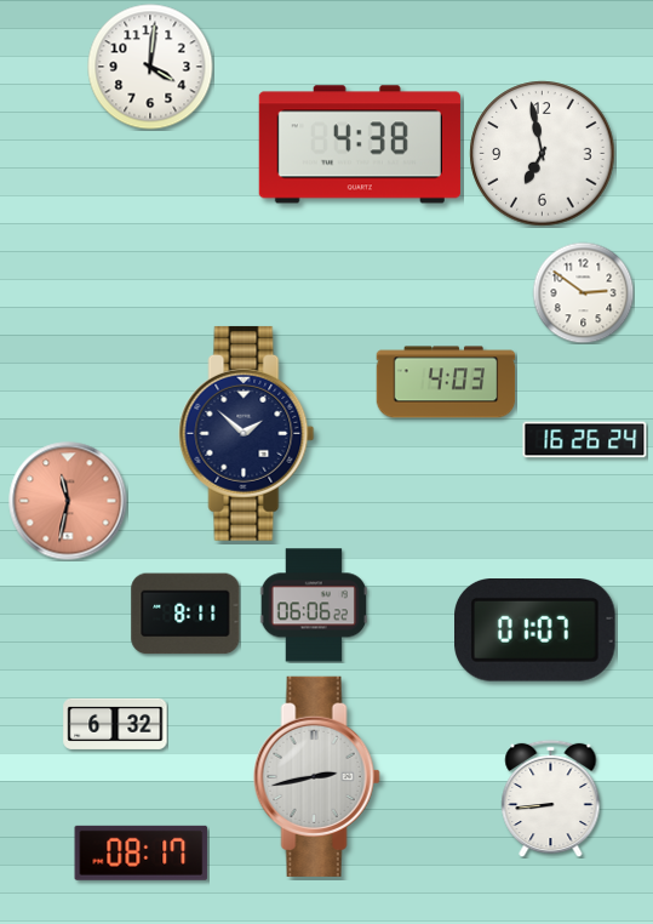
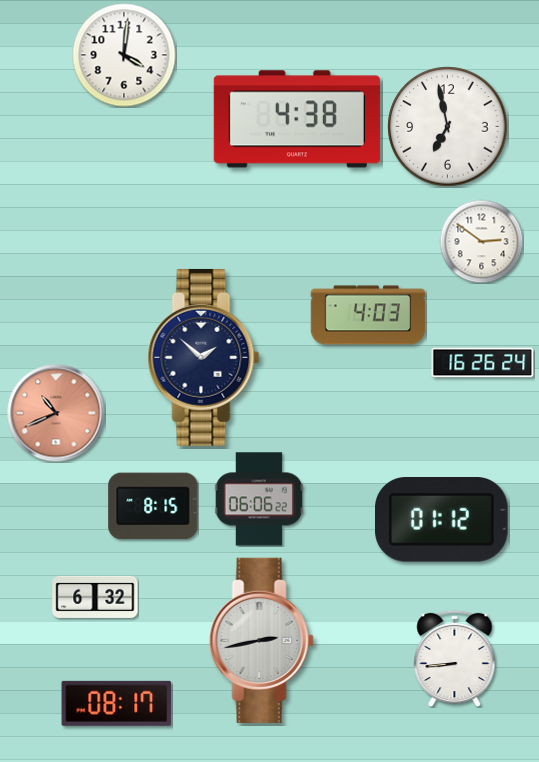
clock at (68, 501): 11:32 -> 10:41
clock at (185, 614): 8:11 -> 8:15
clock at (535, 631): 01:07 -> 01:12
